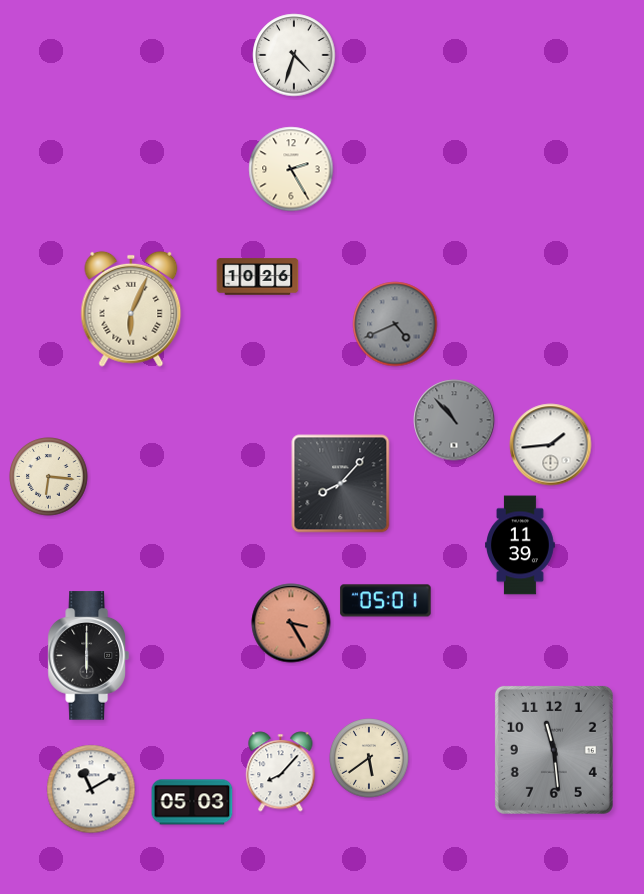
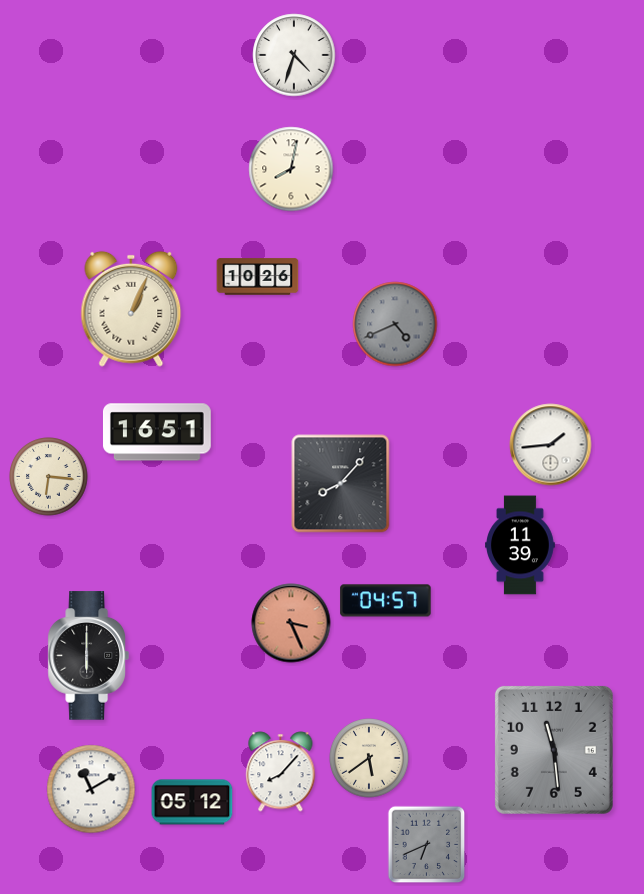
clock at (291, 169): 2:25 -> 8:02
clock at (131, 309): 6:04 -> 1:04
clock at (454, 420): 10:53 -> none
clock at (157, 432): none -> 16:51
clock at (386, 601): 05:01 -> 04:57
clock at (291, 623): 3:25 -> 3:26
clock at (192, 802): 05:03 -> 05:12
clock at (427, 845): none -> 6:41
